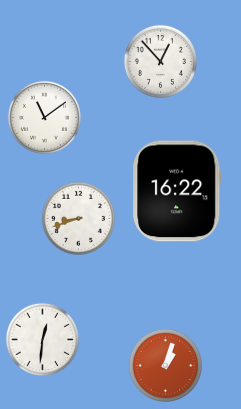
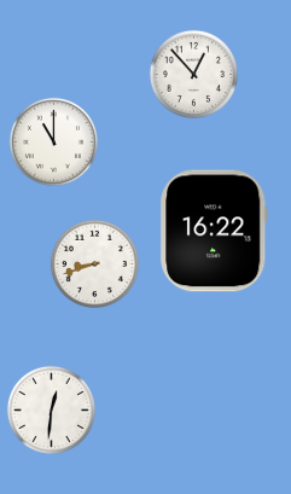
clock at (44, 117): 11:09 -> 11:00
clock at (165, 365): 1:03 -> none
